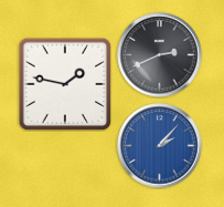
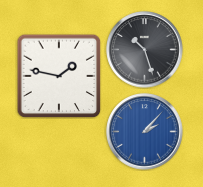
clock at (160, 55): 2:41 -> 10:27
